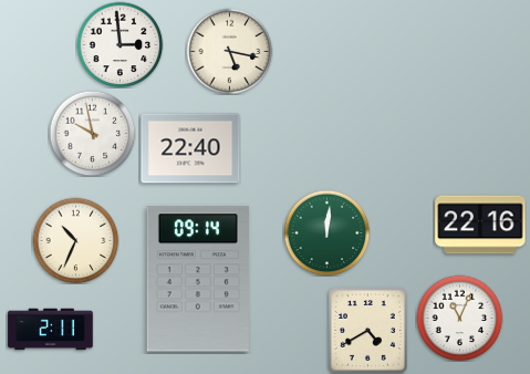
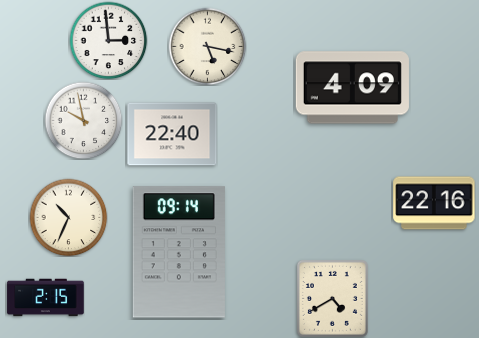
clock at (352, 88): none -> 4:09
clock at (326, 232): 12:01 -> none
clock at (459, 318): 11:04 -> none
clock at (51, 330): 2:11 -> 2:15
